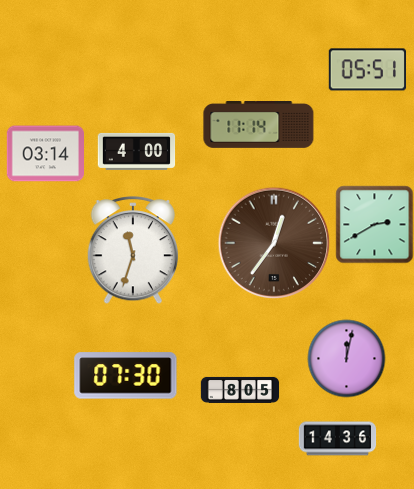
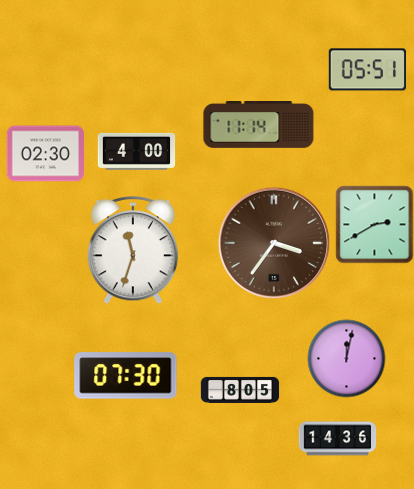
clock at (45, 154): 03:14 -> 02:30
clock at (274, 243): 12:36 -> 3:36
